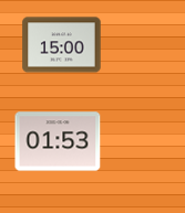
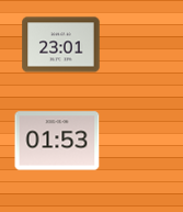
clock at (62, 45): 15:00 -> 23:01
